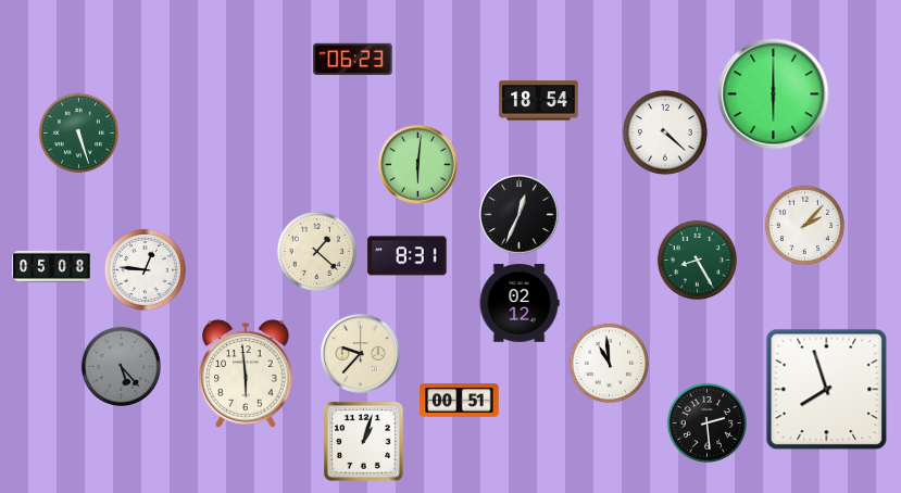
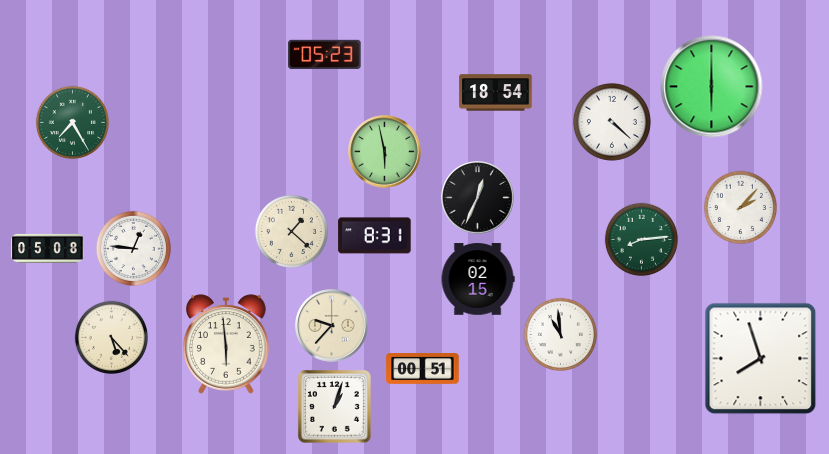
clock at (353, 59): 06:23 -> 05:23
clock at (78, 132): 5:27 -> 7:25
clock at (418, 165): 6:01 -> 5:58
clock at (697, 260): 8:25 -> 8:14
clock at (52, 266) position: (52, 266) -> (48, 248)
clock at (520, 303): 02:12 -> 02:15
clock at (121, 366) dial: grey -> cream
clock at (706, 422): 2:29 -> none
